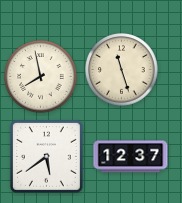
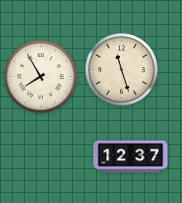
clock at (41, 77): 7:58 -> 7:55
clock at (46, 156): 5:39 -> none
